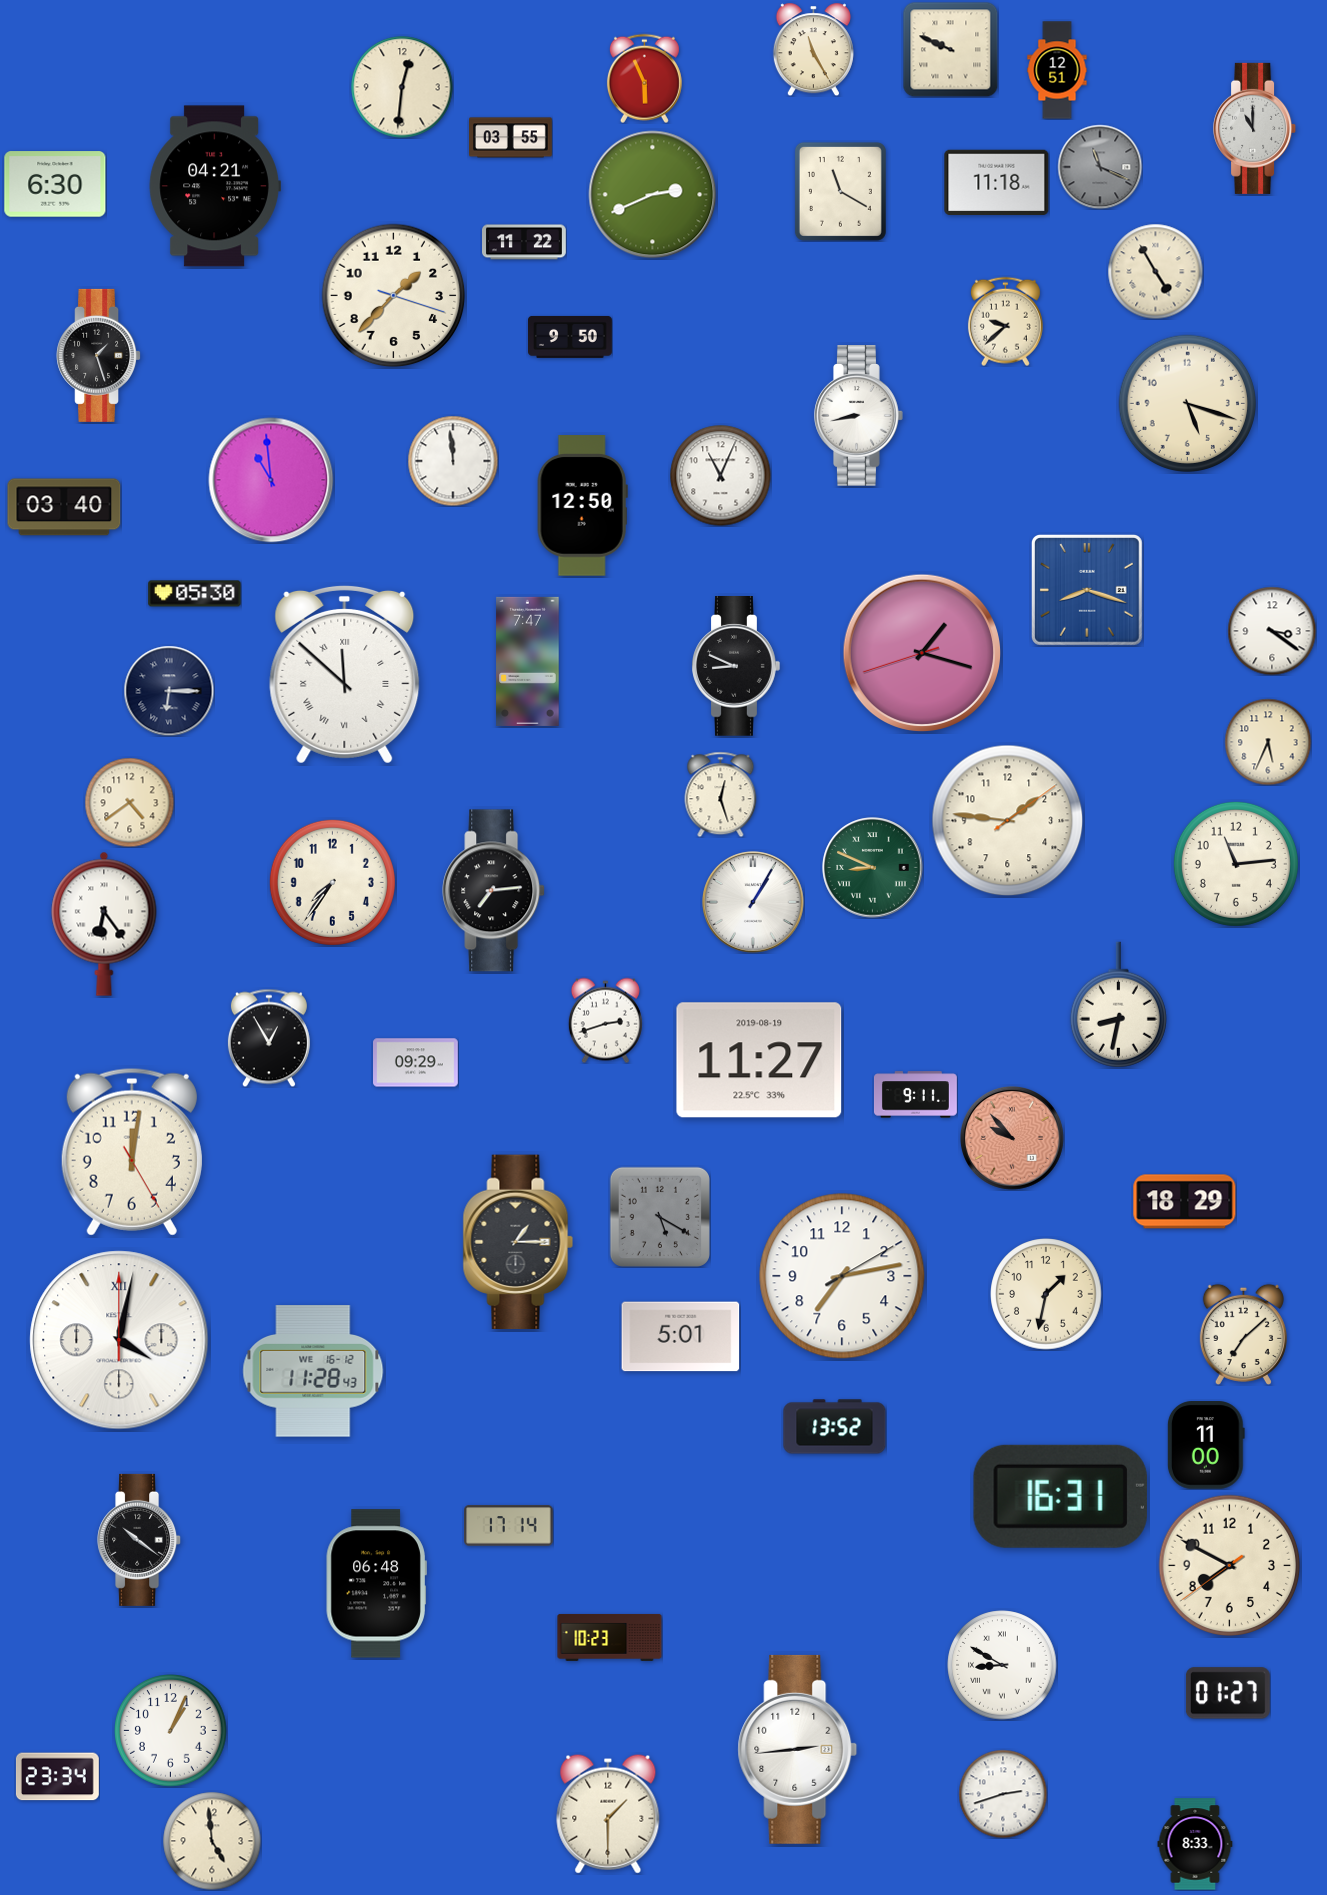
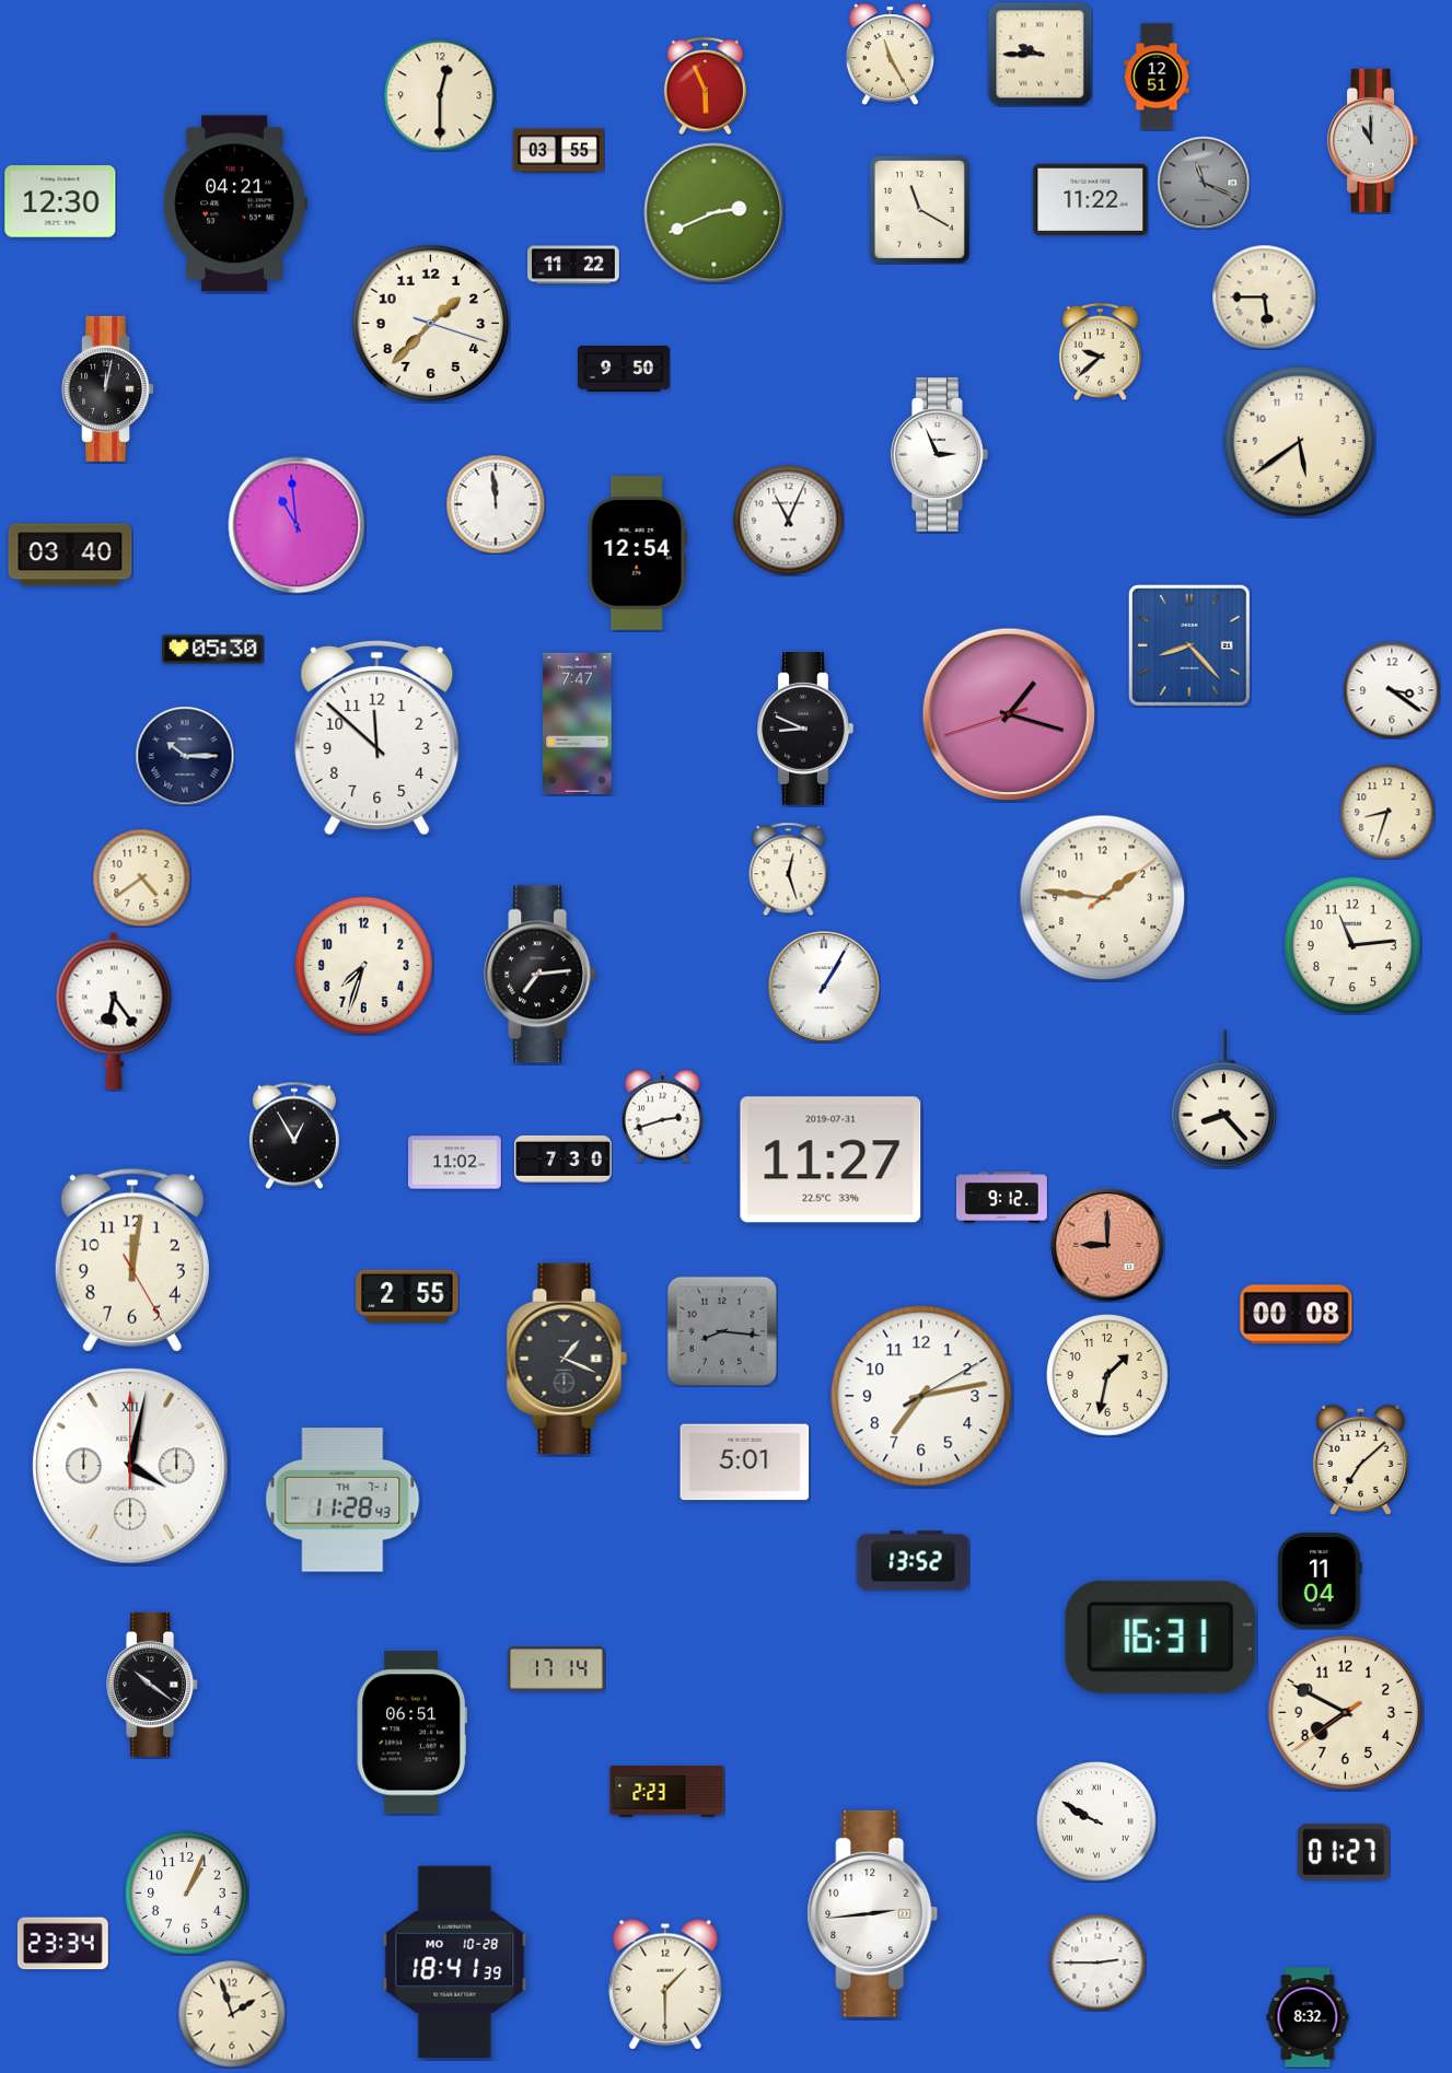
clock at (950, 49): 9:49 -> 9:45
clock at (402, 87): 12:31 -> 12:30
clock at (997, 182): 11:18 -> 11:22
clock at (55, 184): 6:30 -> 12:30
clock at (1155, 271): 4:55 -> 5:45
clock at (99, 355): 1:27 -> 12:02
clock at (1187, 404): 5:18 -> 5:39
clock at (859, 416): 8:43 -> 2:56
clock at (582, 506): 12:50 -> 12:54
clock at (1087, 590): 8:18 -> 8:23
clock at (345, 674) numerals: Roman -> Arabic
clock at (169, 691): 6:15 -> 10:15
clock at (1268, 742): 5:34 -> 8:33
clock at (873, 868): 8:49 -> none
clock at (332, 882): 7:36 -> 7:33
clock at (1118, 1005): 8:32 -> 8:23
clock at (564, 1158): none -> 7:30
clock at (759, 1060) date: 2019-08-19 -> 2019-07-31
clock at (416, 1063): 09:29 -> 11:02
clock at (915, 1095): 9:11 -> 9:12
clock at (1012, 1138): 9:53 -> 9:00
clock at (132, 1152) position: (132, 1152) -> (132, 1260)
clock at (407, 1296): none -> 2:55
clock at (1185, 1202): 18:29 -> 00:08
clock at (660, 1217): 5:20 -> 8:16
clock at (518, 1242): 1:15 -> 1:19
clock at (1046, 1294) position: (1046, 1294) -> (1107, 1375)
clock at (313, 1371) date: WE 16-12 -> TH 7-1
clock at (1206, 1445): 11:00 -> 11:04
clock at (376, 1584): 06:48 -> 06:51
clock at (610, 1637): 10:23 -> 2:23
clock at (1002, 1665): 8:50 -> 9:50
clock at (455, 1961): none -> 18:41
clock at (1003, 1794): 2:42 -> 2:45
clock at (212, 1841): 4:59 -> 1:57
clock at (1195, 1844): 8:33 -> 8:32
